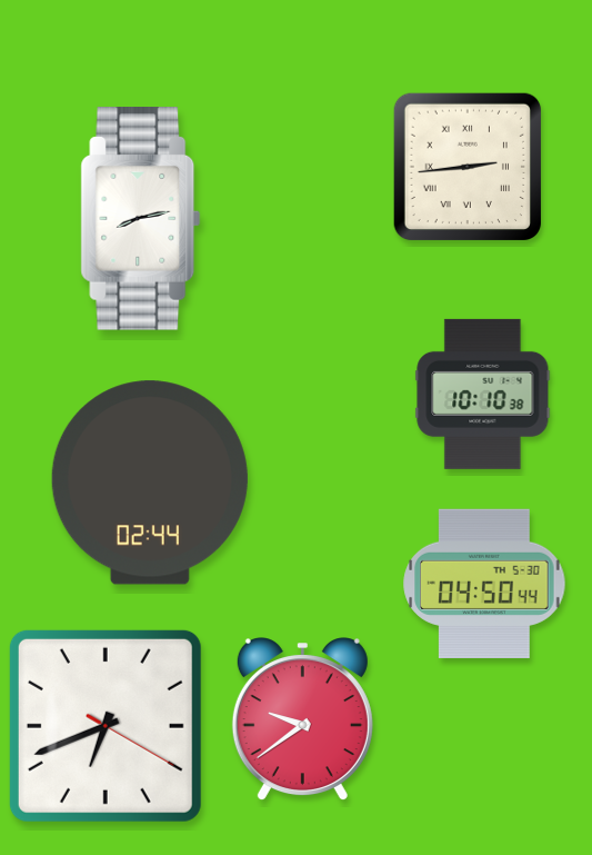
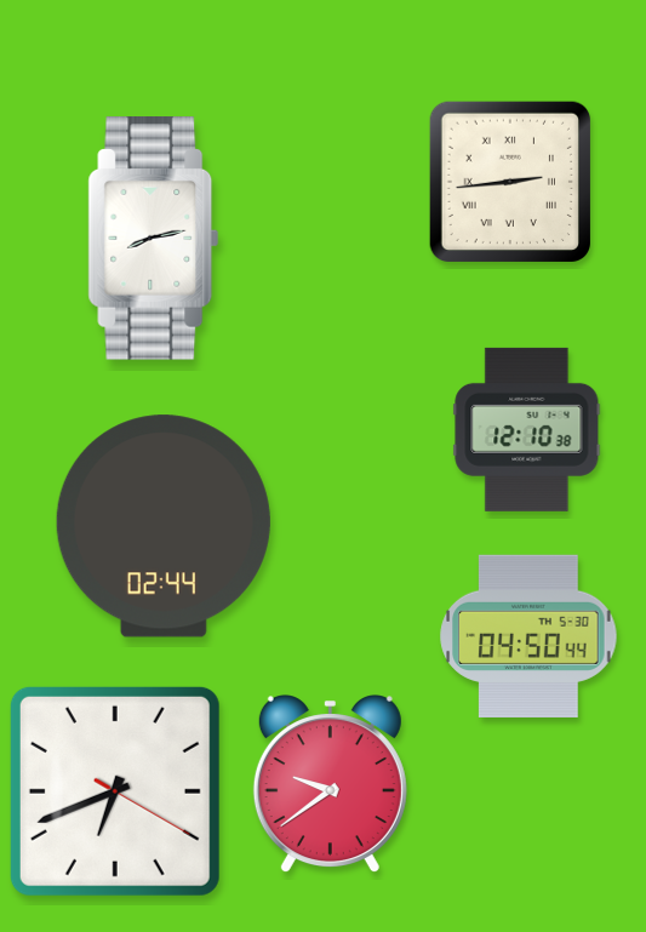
clock at (483, 394): 10:10 -> 12:10
